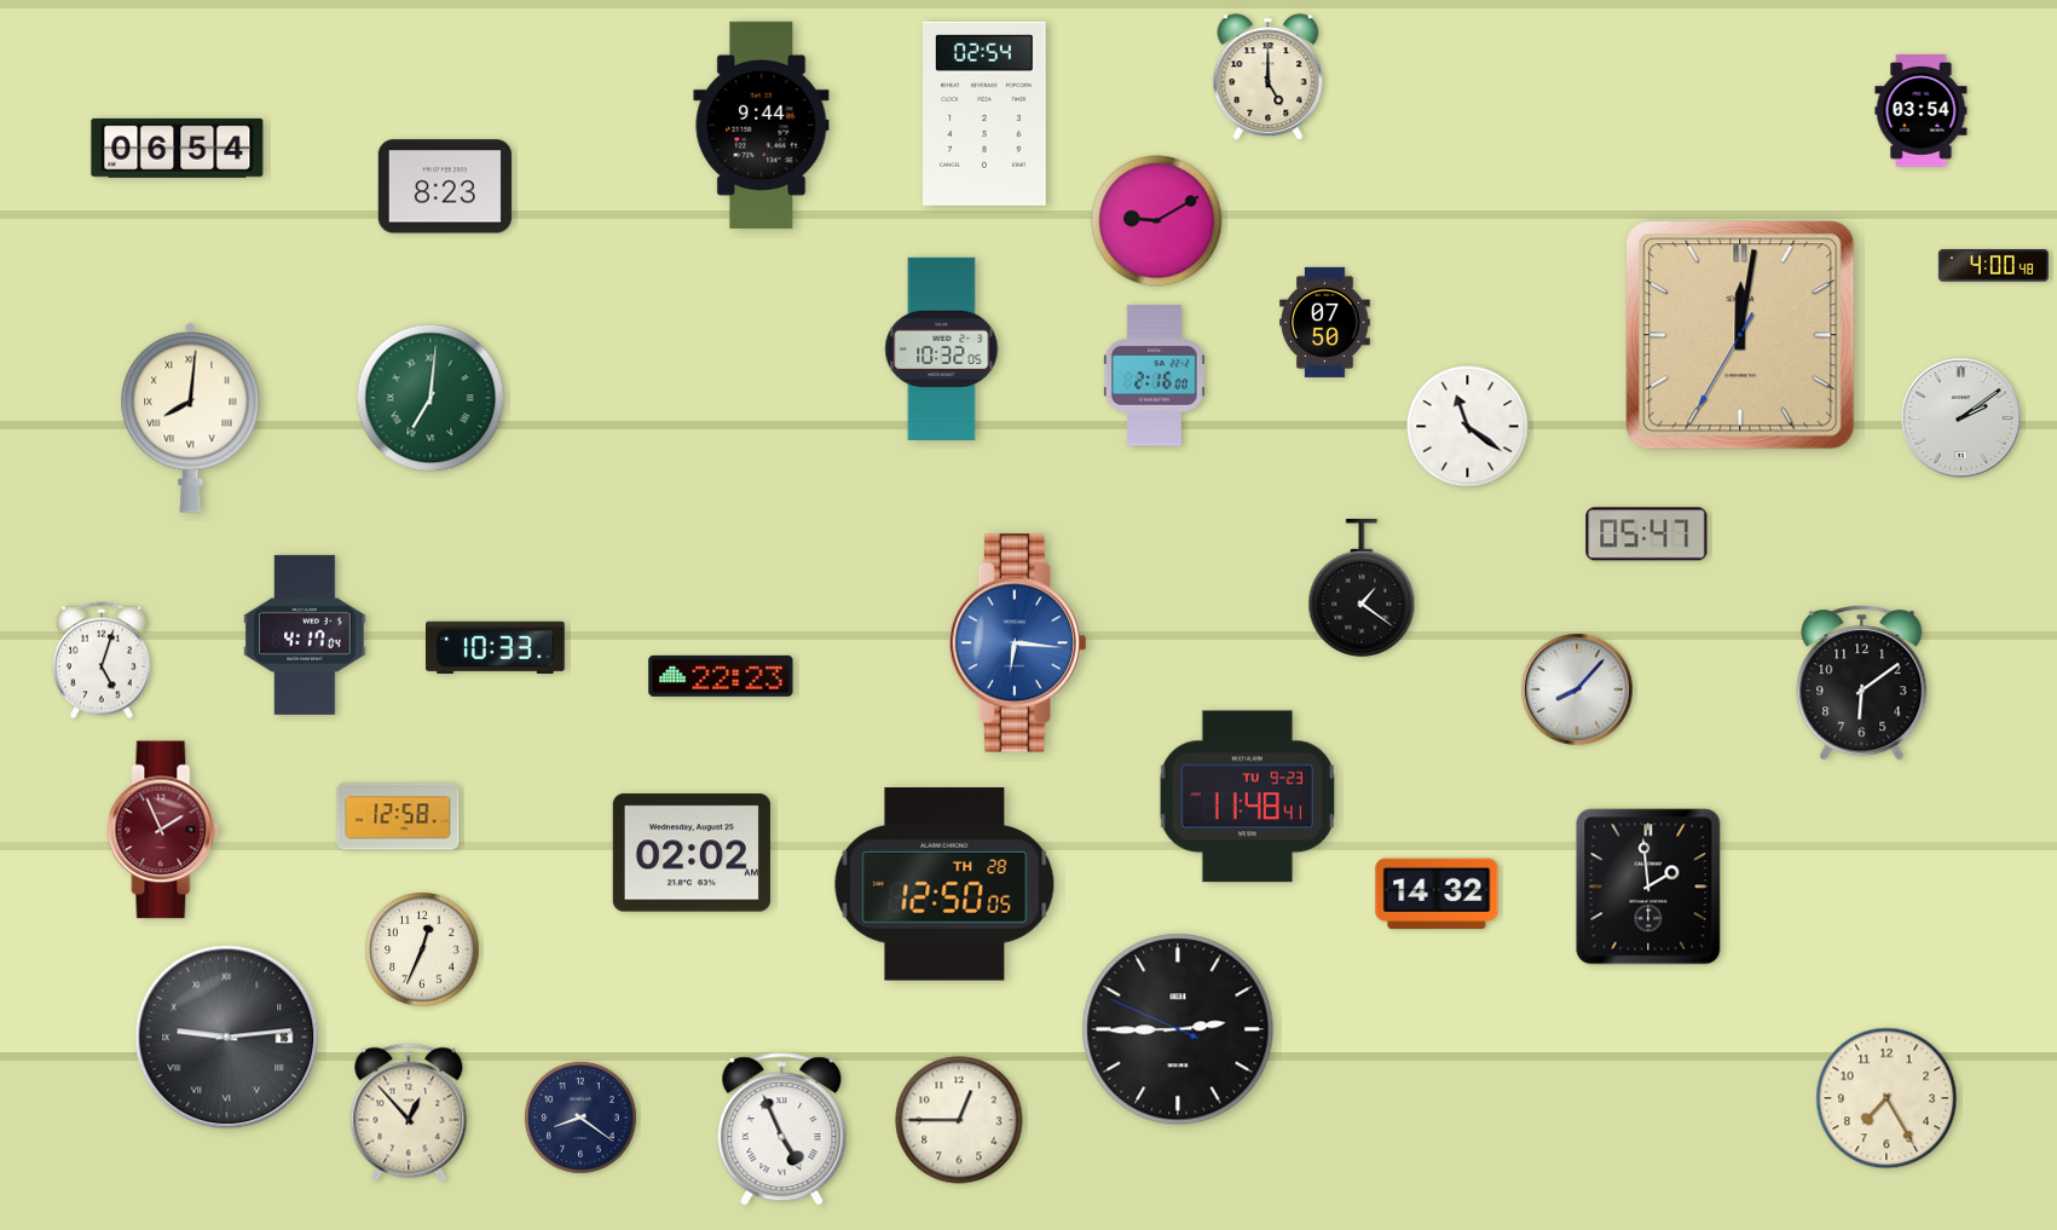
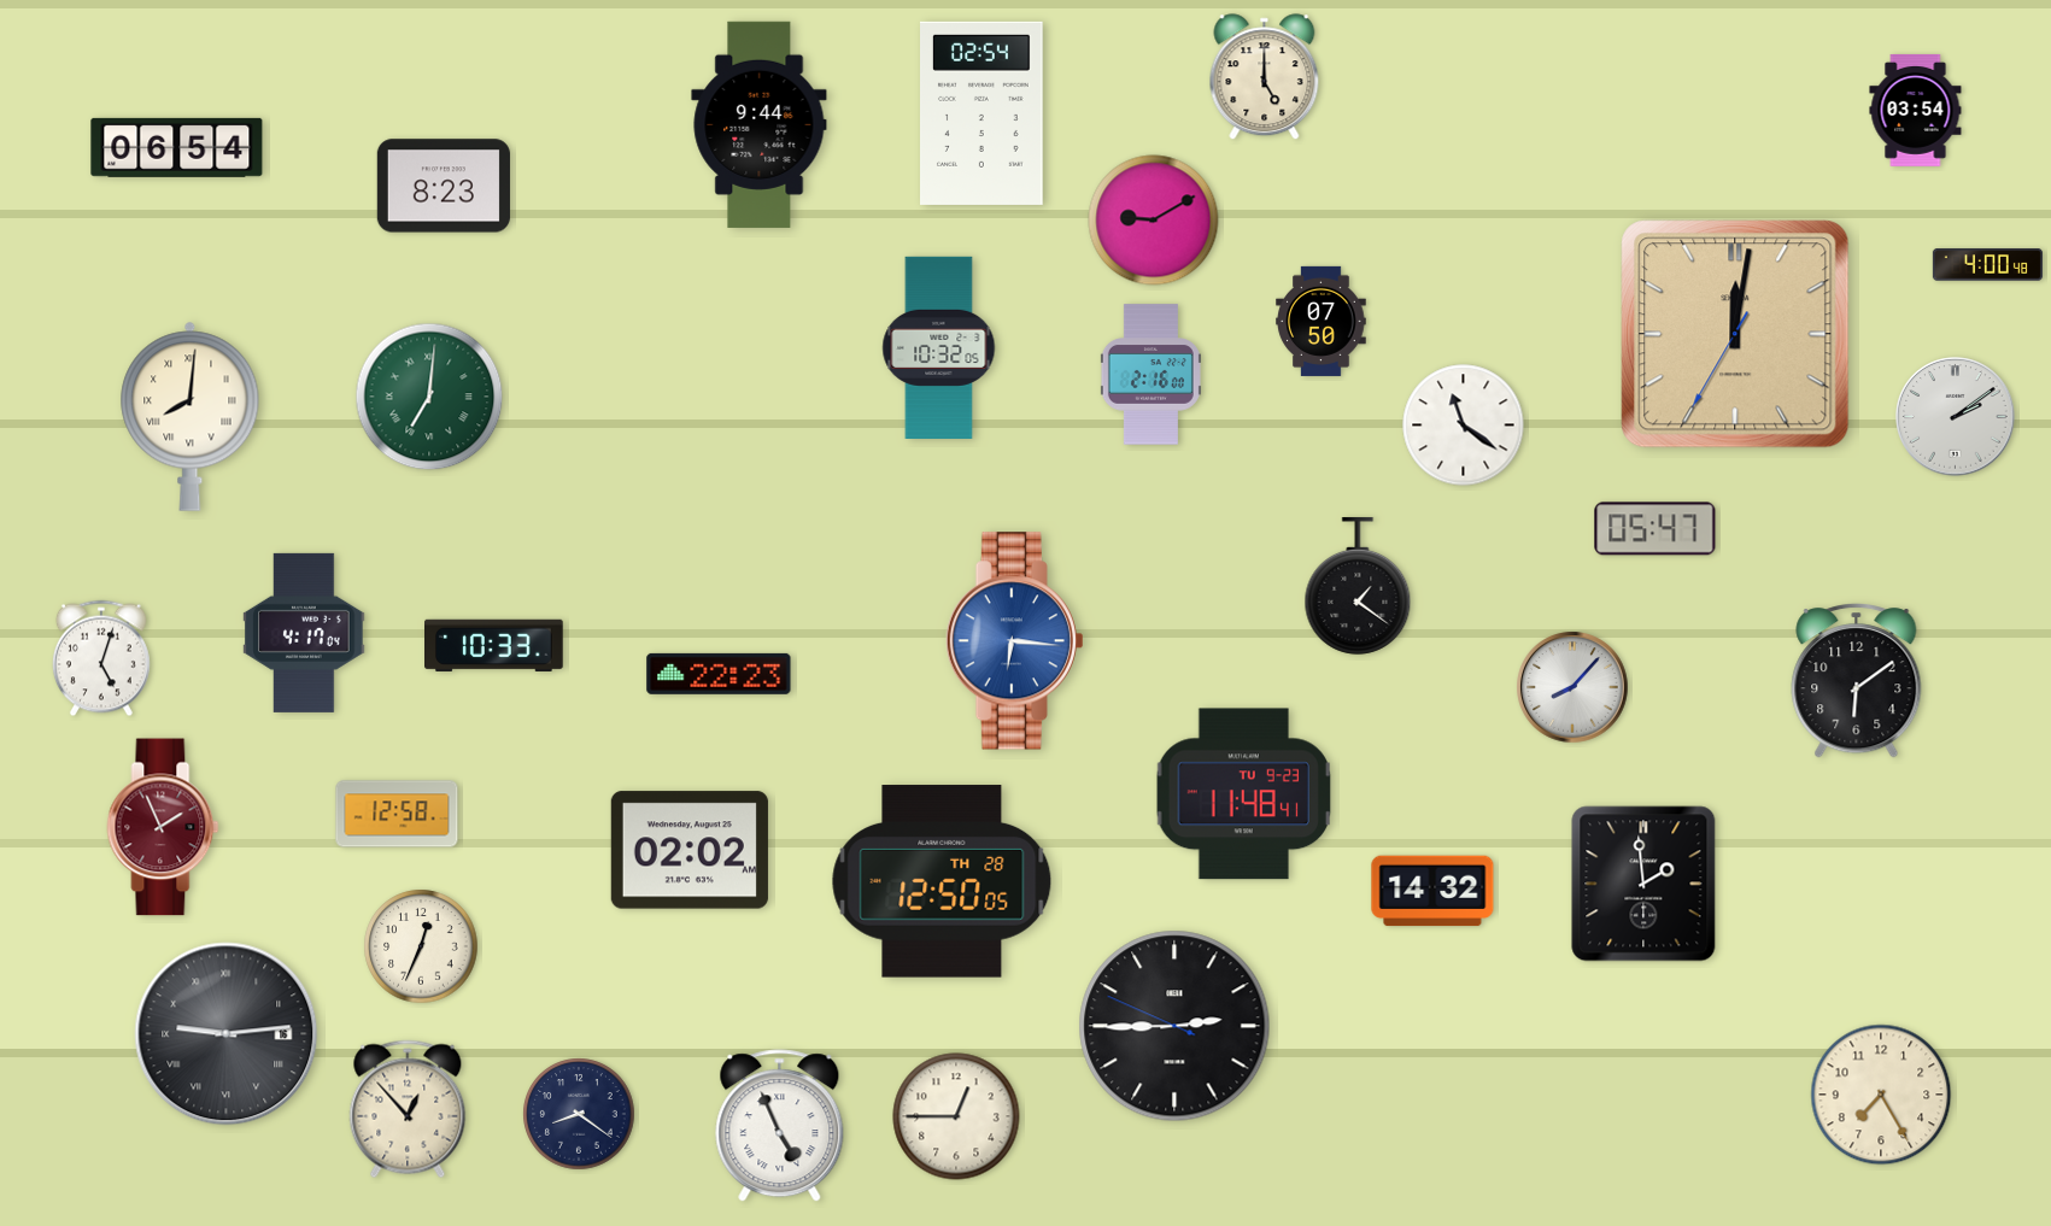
clock at (1647, 535) position: (1647, 535) -> (1656, 529)
